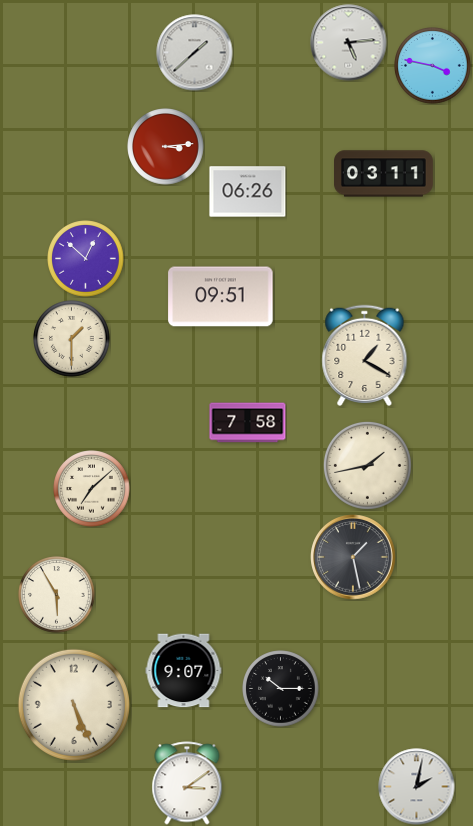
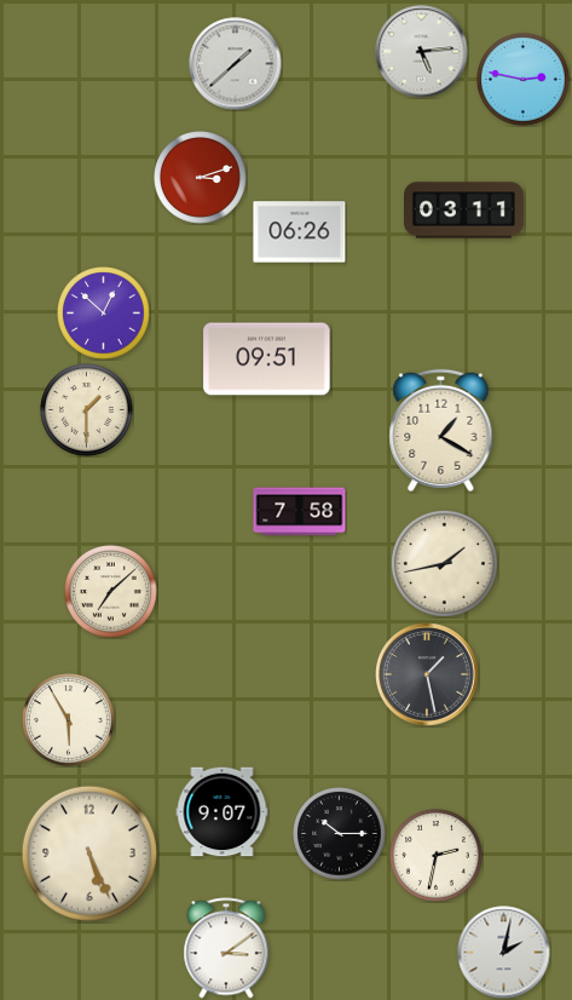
clock at (433, 66): 3:47 -> 2:47
clock at (166, 147): 3:14 -> 3:12
clock at (437, 856): none -> 2:32
